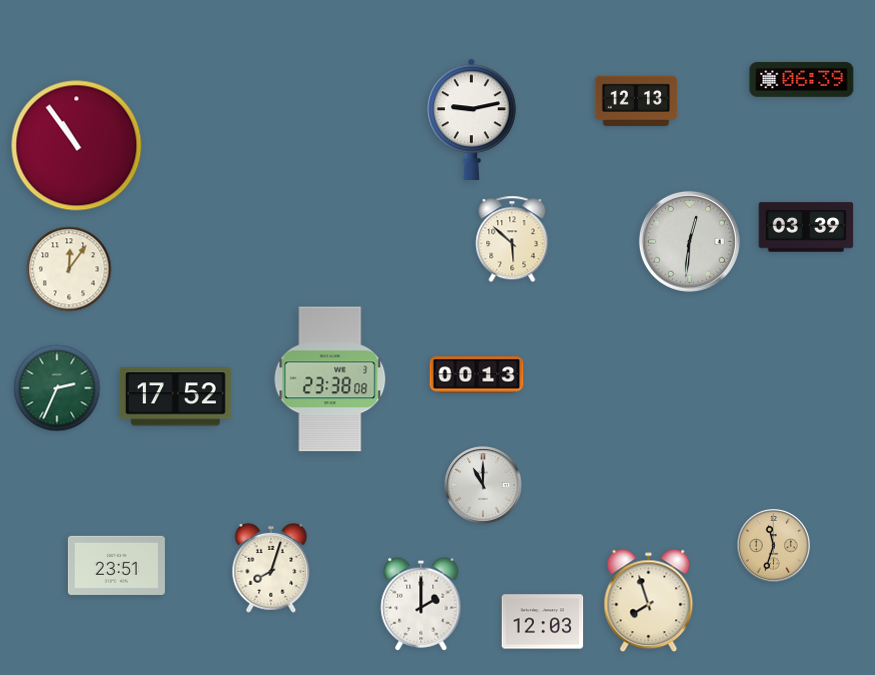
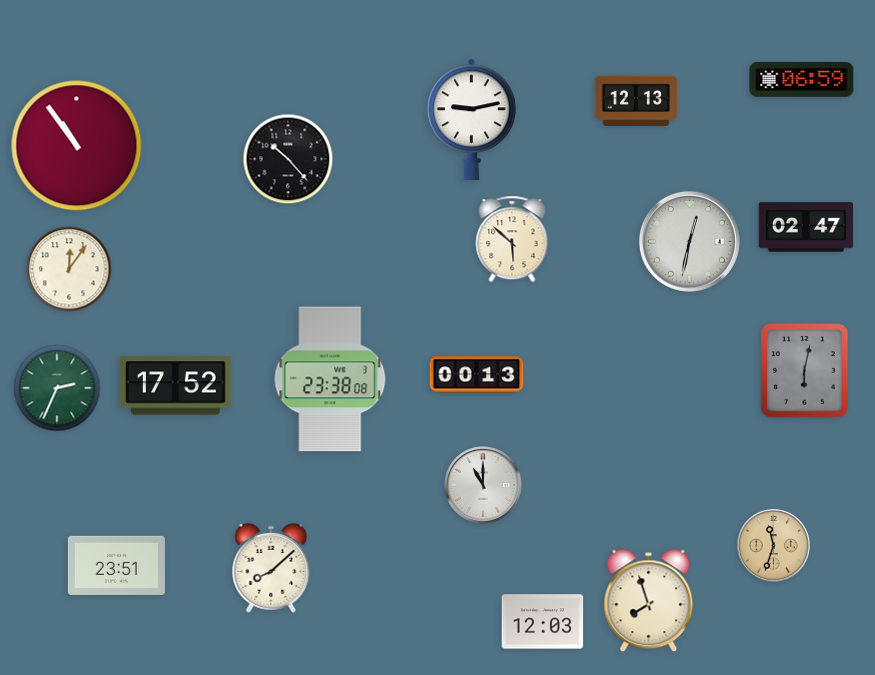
clock at (802, 79): 06:39 -> 06:59
clock at (288, 159): none -> 10:23
clock at (806, 227): 03:39 -> 02:47
clock at (689, 241): 12:31 -> 12:32
clock at (805, 371): none -> 6:02
clock at (175, 397) position: (175, 397) -> (175, 386)
clock at (271, 568): 8:03 -> 8:08
clock at (421, 604): 2:00 -> none
